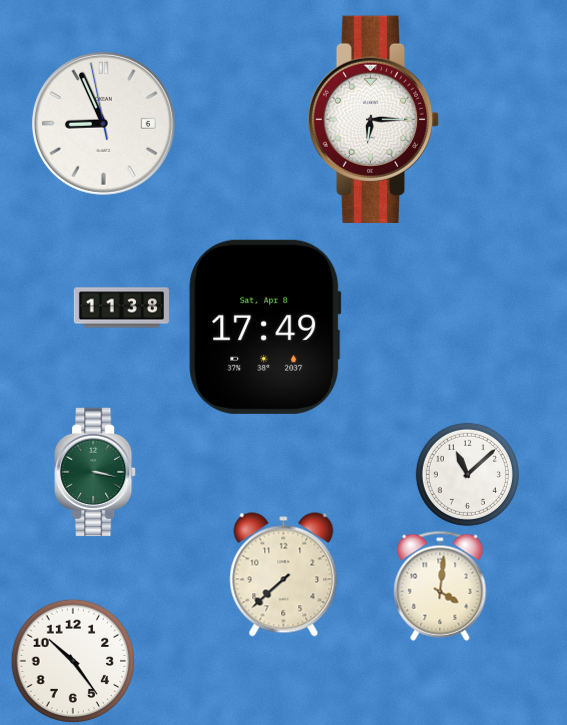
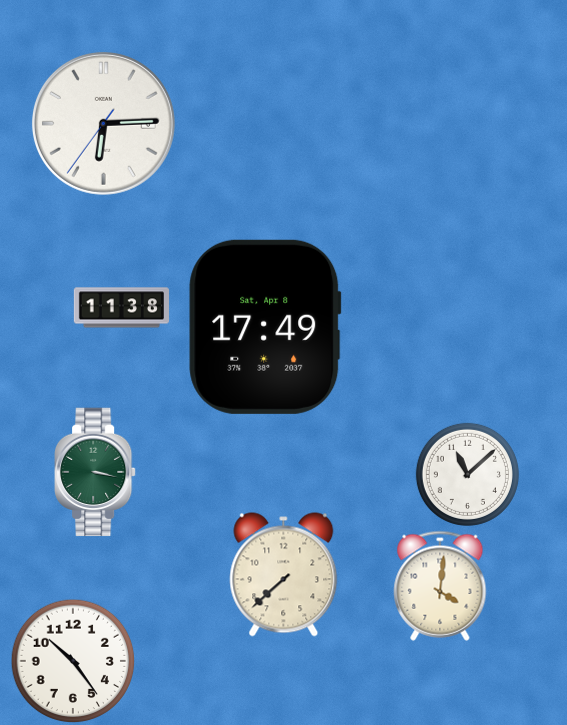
clock at (374, 119): 6:15 -> none
clock at (103, 123): 8:55 -> 6:14
